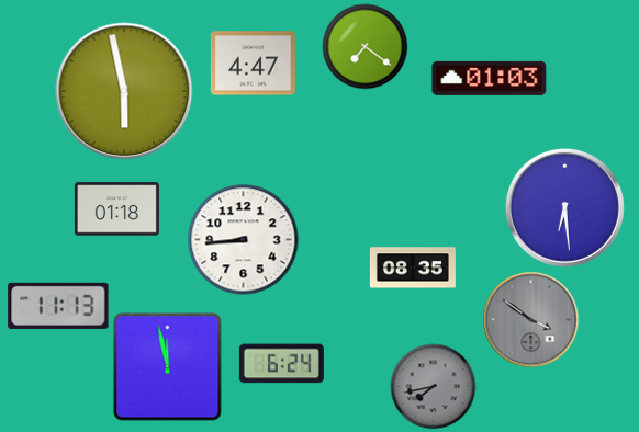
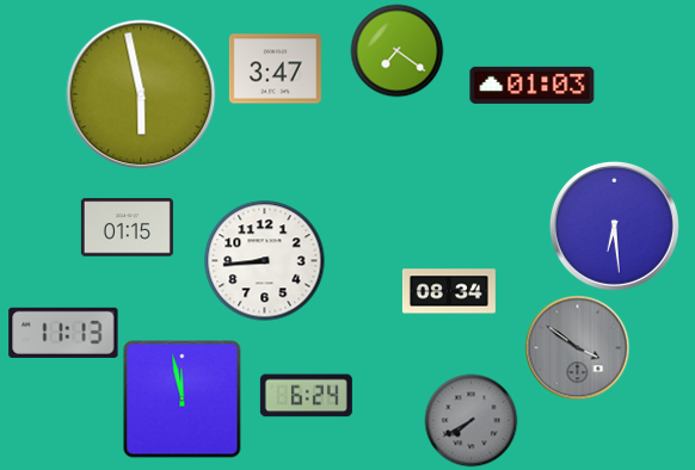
clock at (253, 64): 4:47 -> 3:47
clock at (124, 91) position: (124, 91) -> (141, 94)
clock at (116, 209): 01:18 -> 01:15
clock at (413, 268): 08:35 -> 08:34
clock at (433, 386): 7:43 -> 7:40
